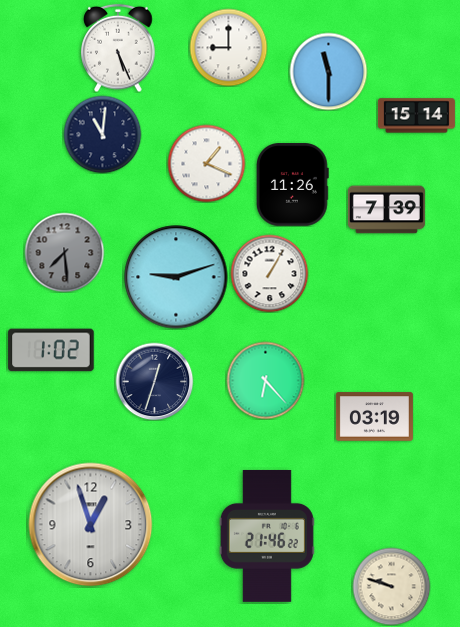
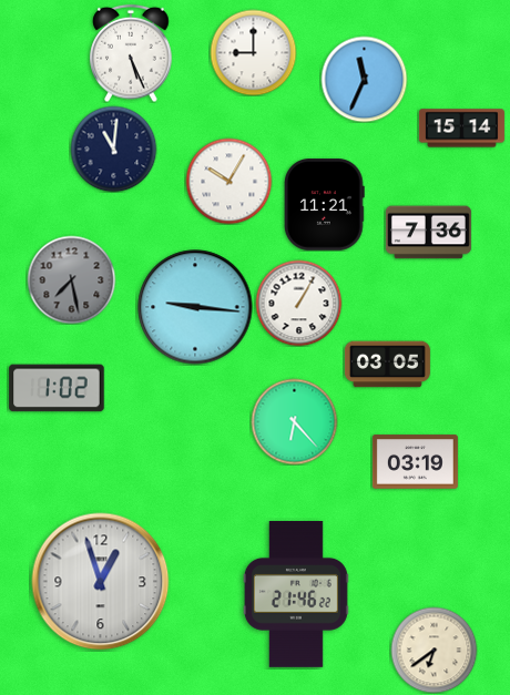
clock at (328, 71): 11:30 -> 11:34
clock at (206, 163): 1:19 -> 10:05
clock at (293, 185): 11:26 -> 11:21
clock at (386, 210): 7:39 -> 7:36
clock at (64, 252): 7:29 -> 7:28
clock at (176, 277): 9:12 -> 9:16
clock at (387, 365): none -> 03:05
clock at (154, 381): 12:33 -> none
clock at (391, 586): 9:48 -> 6:39
